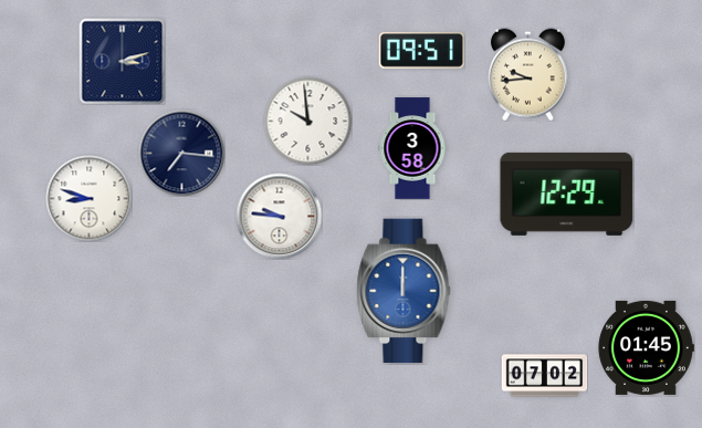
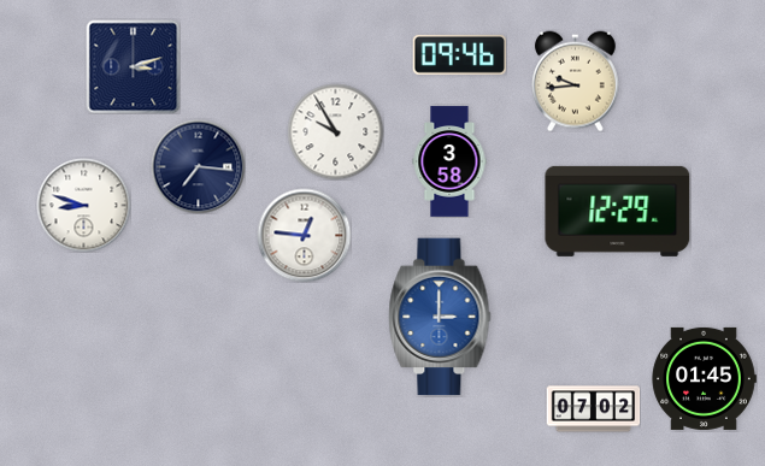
clock at (421, 50): 09:51 -> 09:46
clock at (307, 121): 9:59 -> 9:55
clock at (88, 198) position: (88, 198) -> (83, 205)
clock at (279, 216): 9:46 -> 12:46
clock at (404, 291): 12:00 -> 3:00
